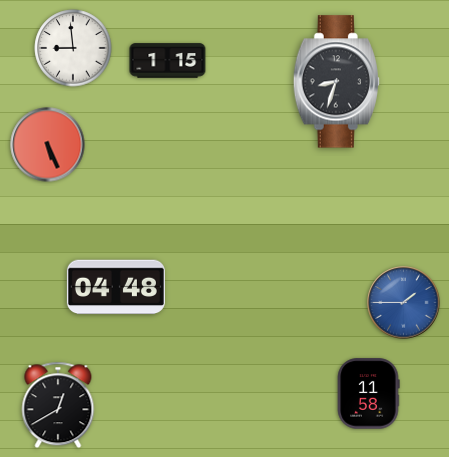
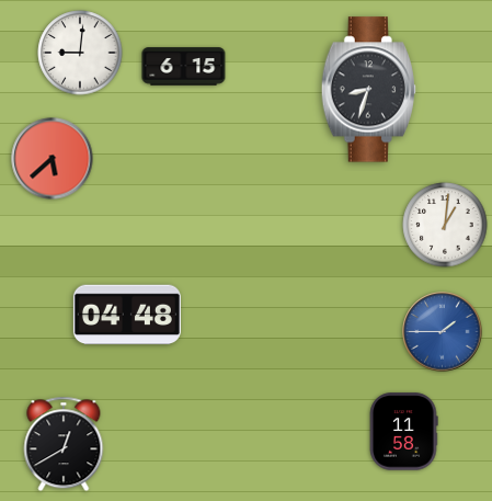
clock at (73, 48): 8:59 -> 9:01
clock at (168, 61): 1:15 -> 6:15
clock at (48, 145): 5:26 -> 5:38
clock at (445, 225): none -> 1:01
